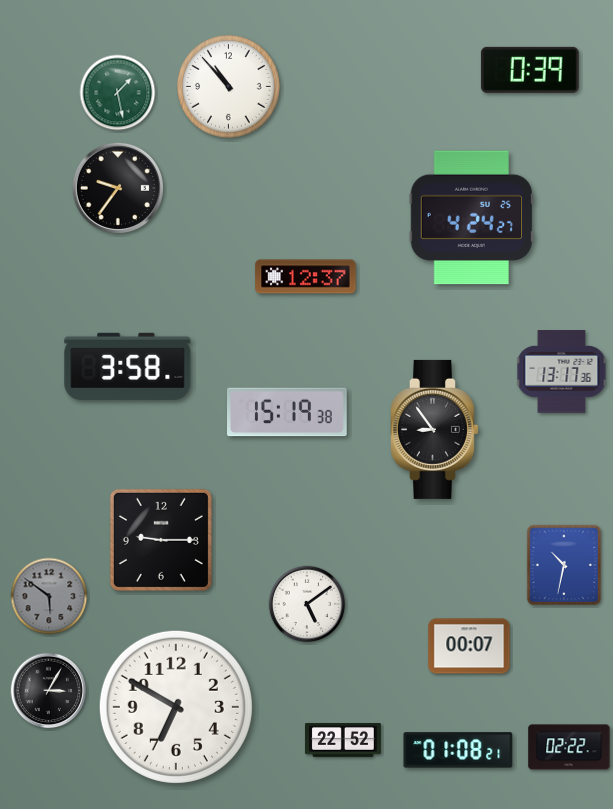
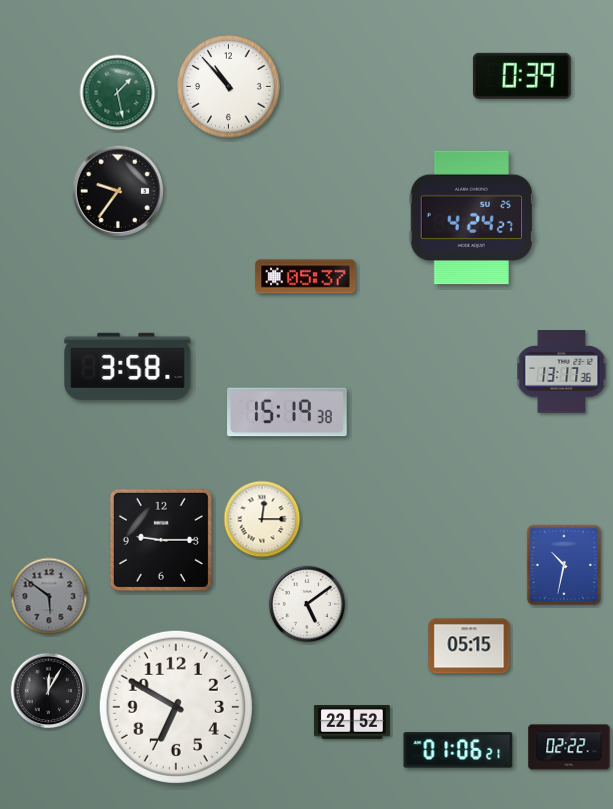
clock at (530, 70) position: (530, 70) -> (522, 76)
clock at (118, 188) position: (118, 188) -> (118, 191)
clock at (306, 277): 12:37 -> 05:37
clock at (434, 429): 8:54 -> none
clock at (262, 519): none -> 12:15
clock at (469, 646): 00:07 -> 05:15
clock at (49, 691): 3:05 -> 12:05
clock at (343, 741) position: (343, 741) -> (352, 723)
clock at (458, 750): 01:08 -> 01:06
